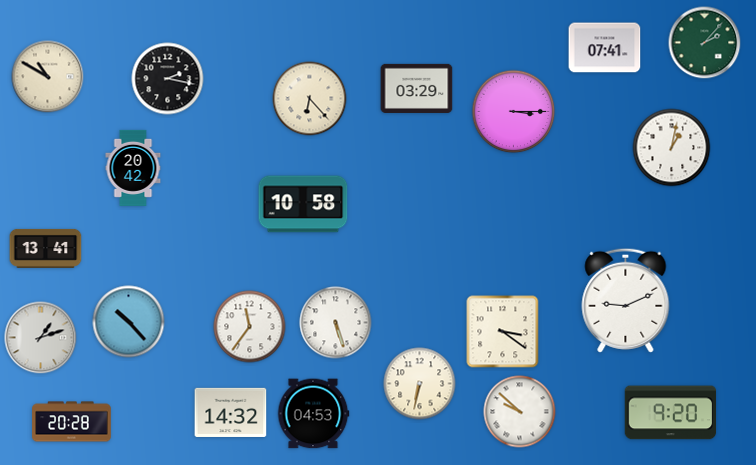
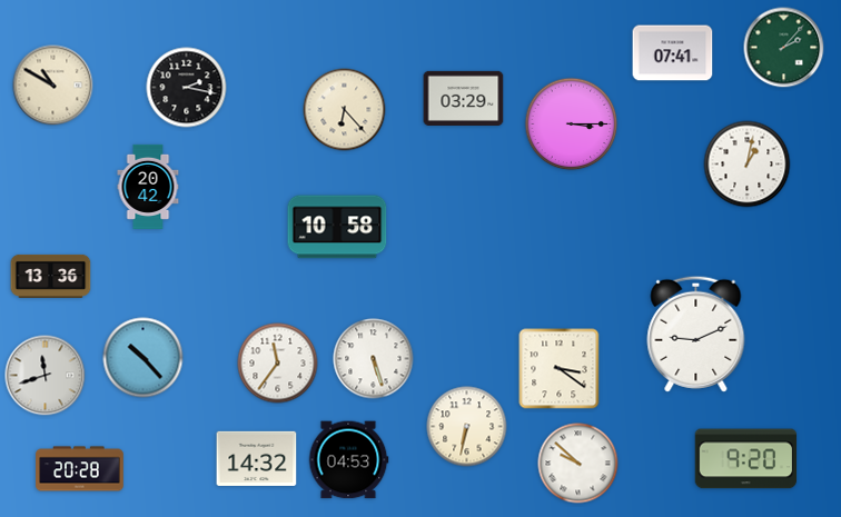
clock at (46, 248): 13:41 -> 13:36
clock at (41, 338): 1:12 -> 11:42
clock at (520, 412) position: (520, 412) -> (578, 464)
